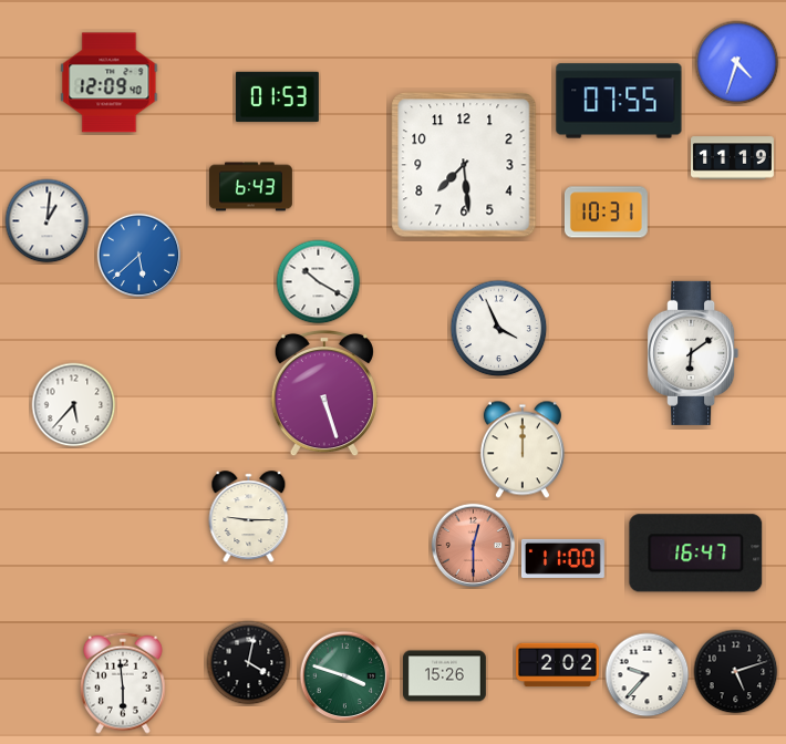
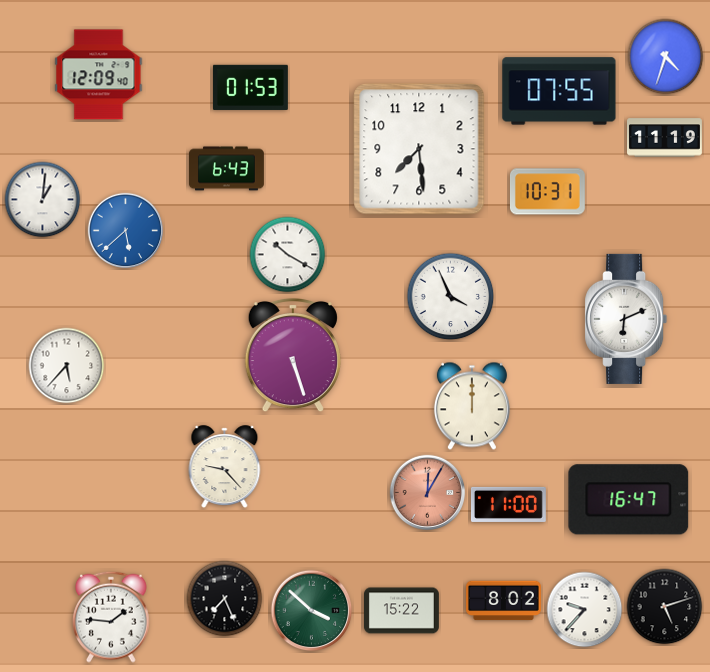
clock at (733, 158) position: (733, 158) -> (665, 138)
clock at (693, 353): 6:09 -> 6:11
clock at (249, 517): 9:15 -> 9:23
clock at (474, 546): 12:30 -> 12:05
clock at (249, 663): 4:02 -> 7:26
clock at (558, 665): 2:02 -> 8:02
clock at (345, 676): 3:48 -> 3:52
clock at (445, 676): 15:26 -> 15:22
clock at (123, 683): 5:59 -> 1:46
